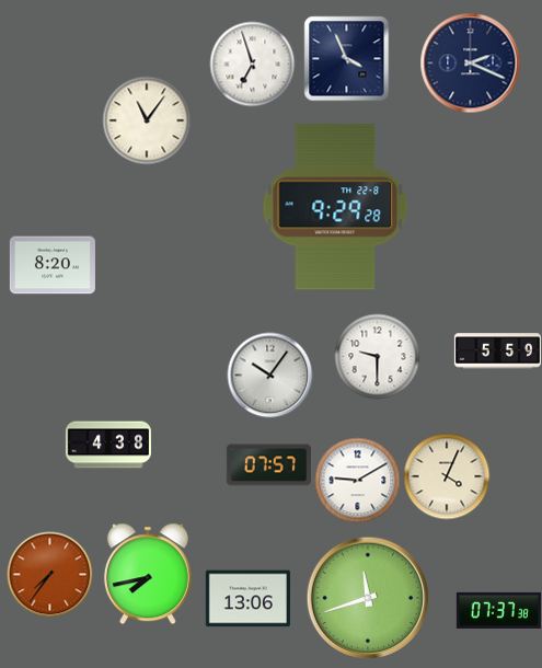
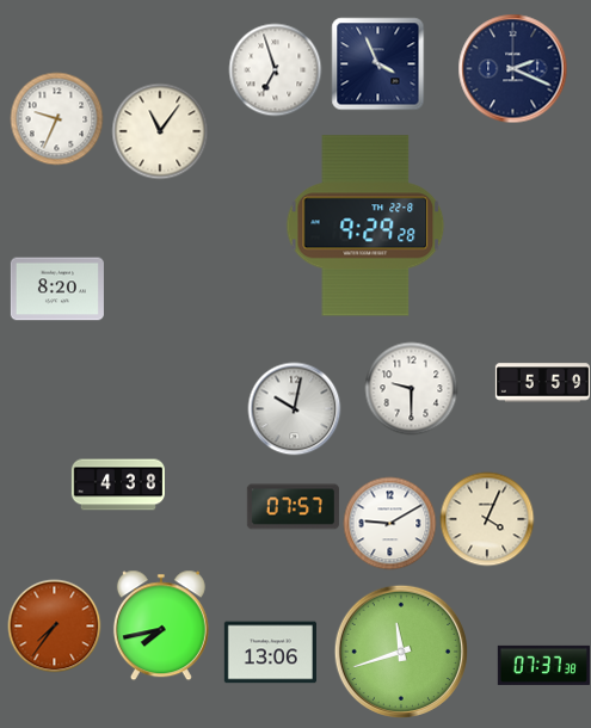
clock at (56, 118): none -> 9:34
clock at (269, 375): 10:06 -> 10:02
